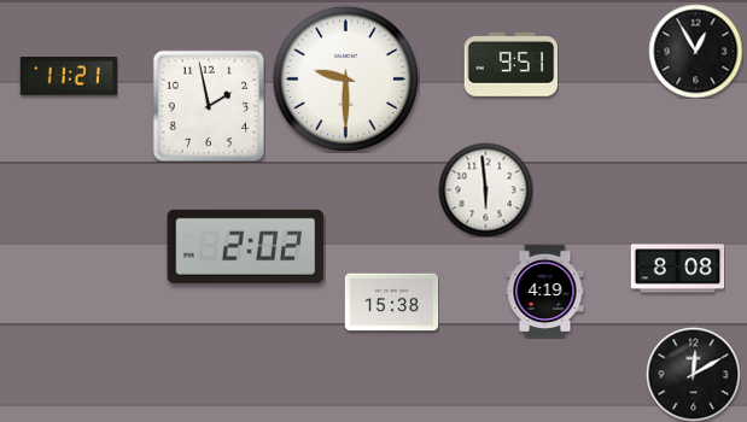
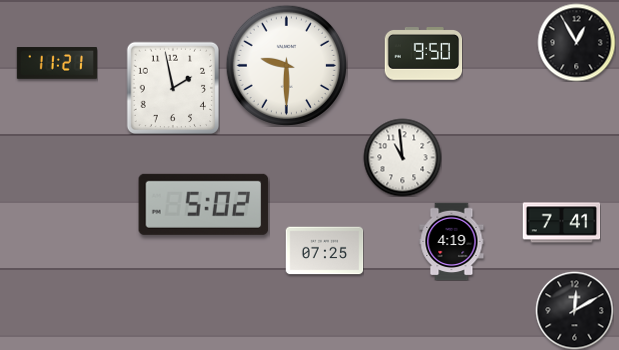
clock at (510, 65): 9:51 -> 9:50
clock at (485, 189): 5:59 -> 10:59
clock at (246, 246): 2:02 -> 5:02
clock at (677, 269): 8:08 -> 7:41
clock at (391, 303): 15:38 -> 07:25
